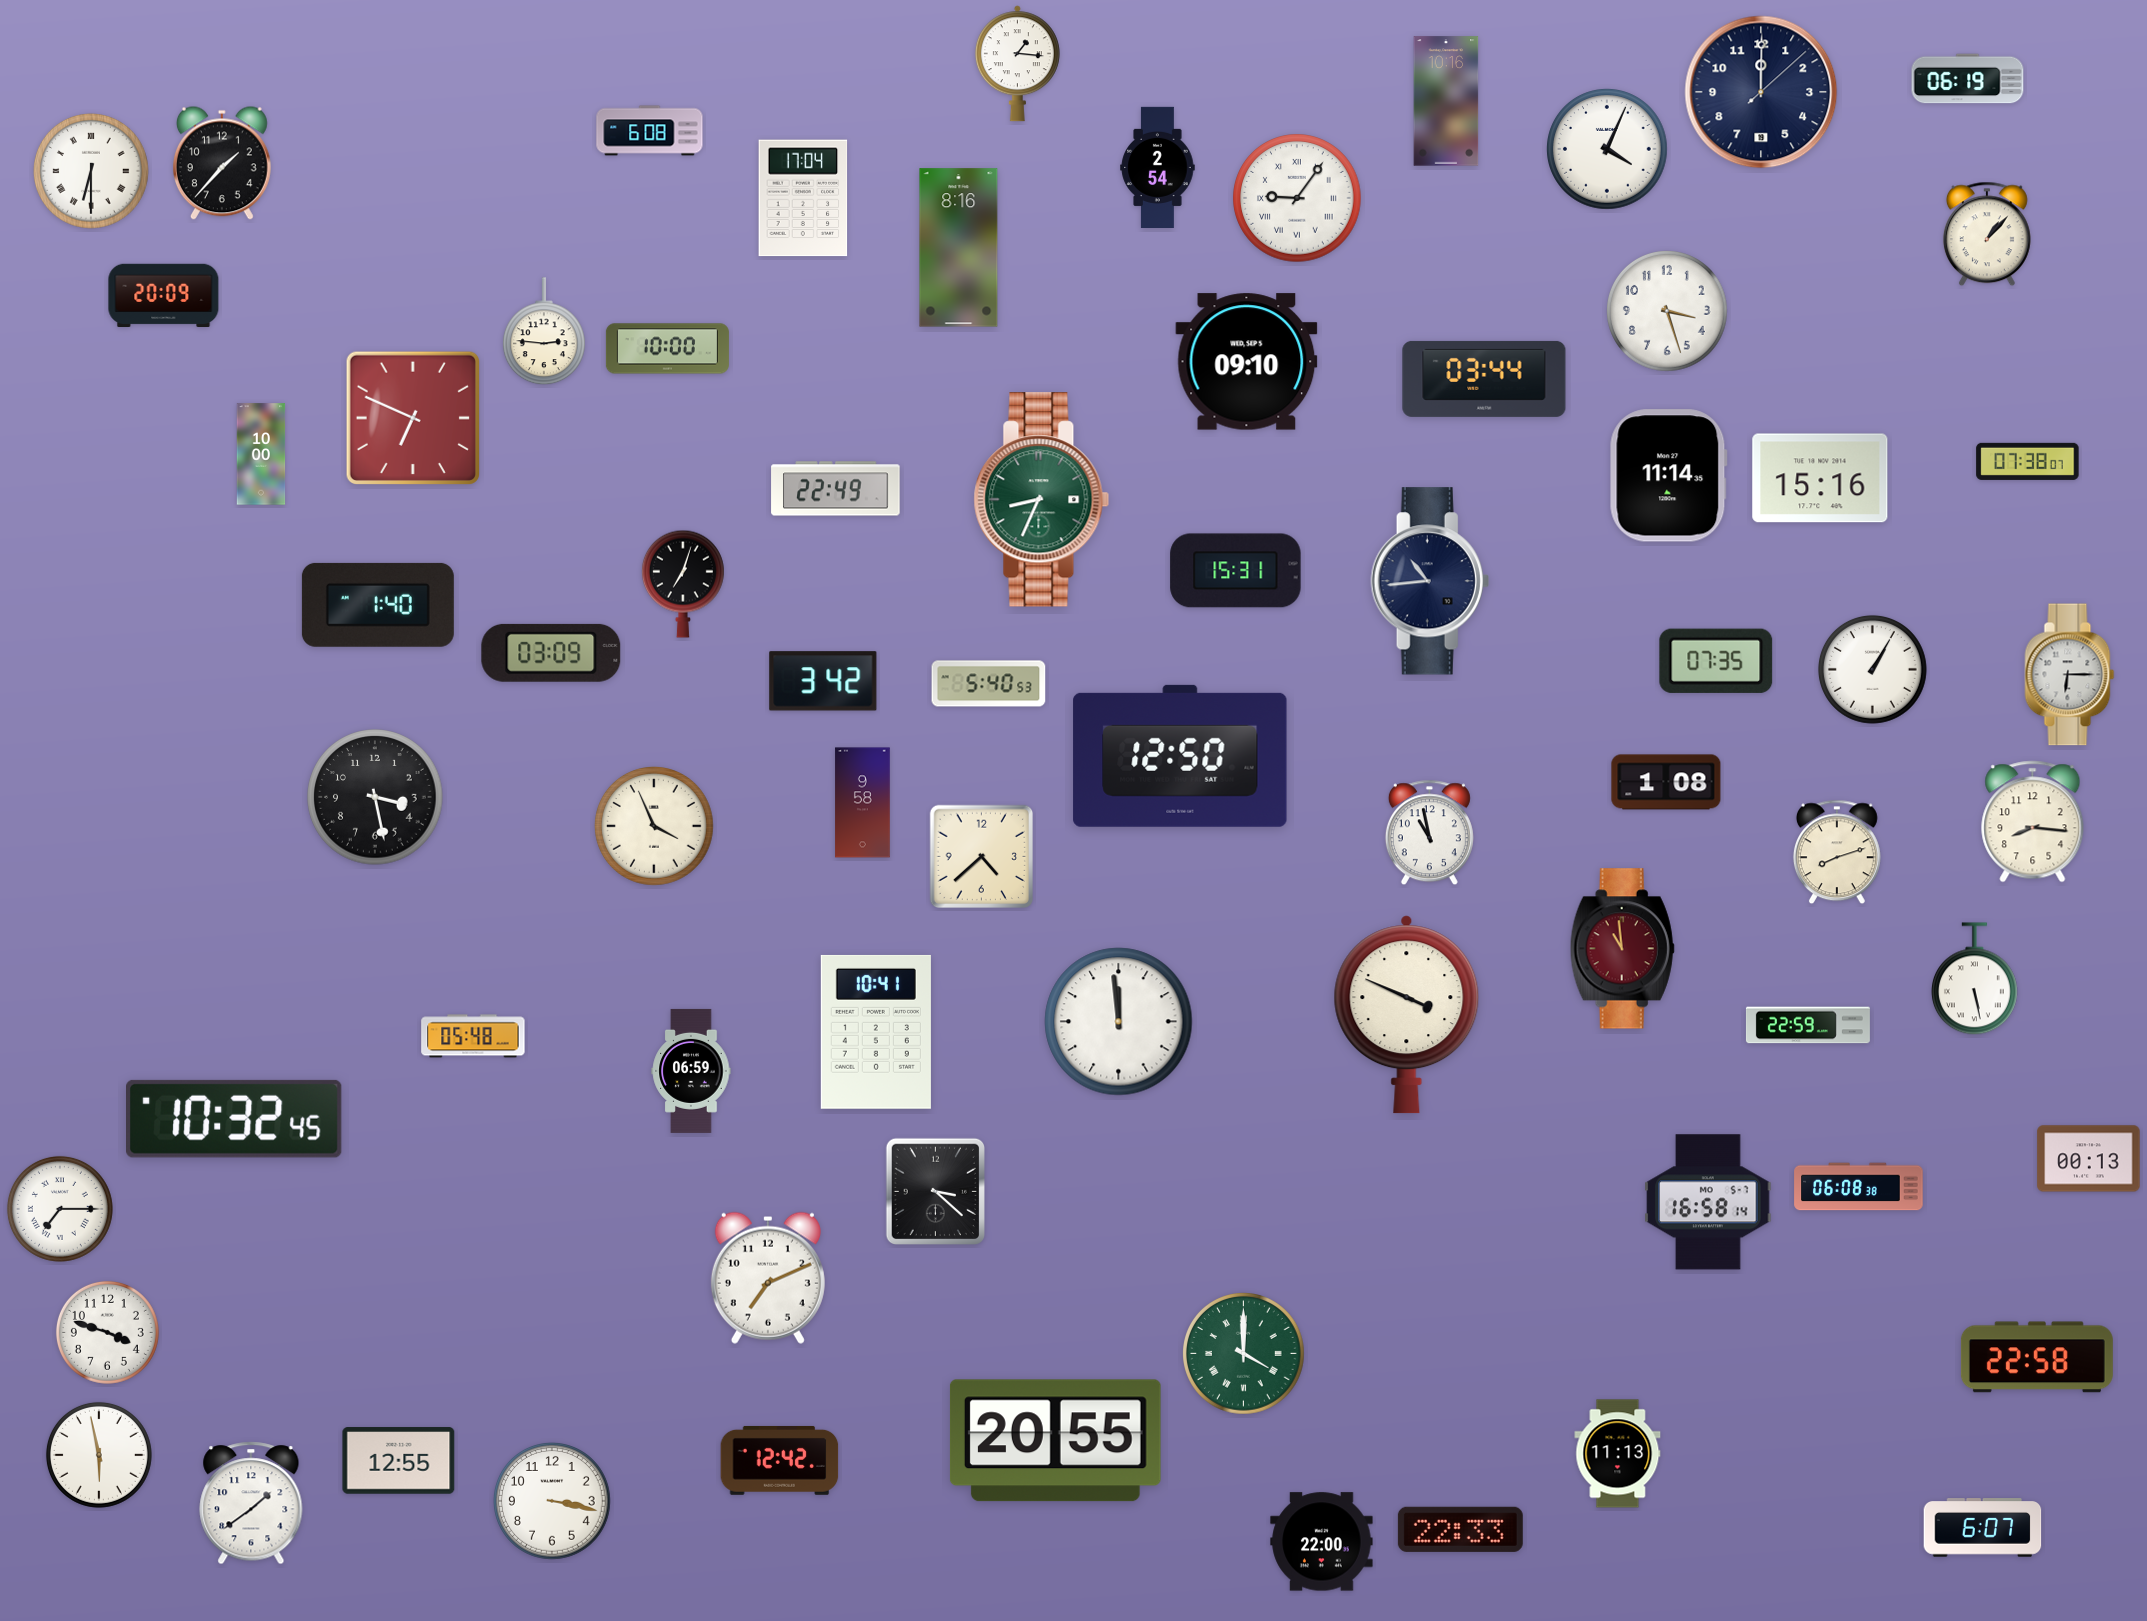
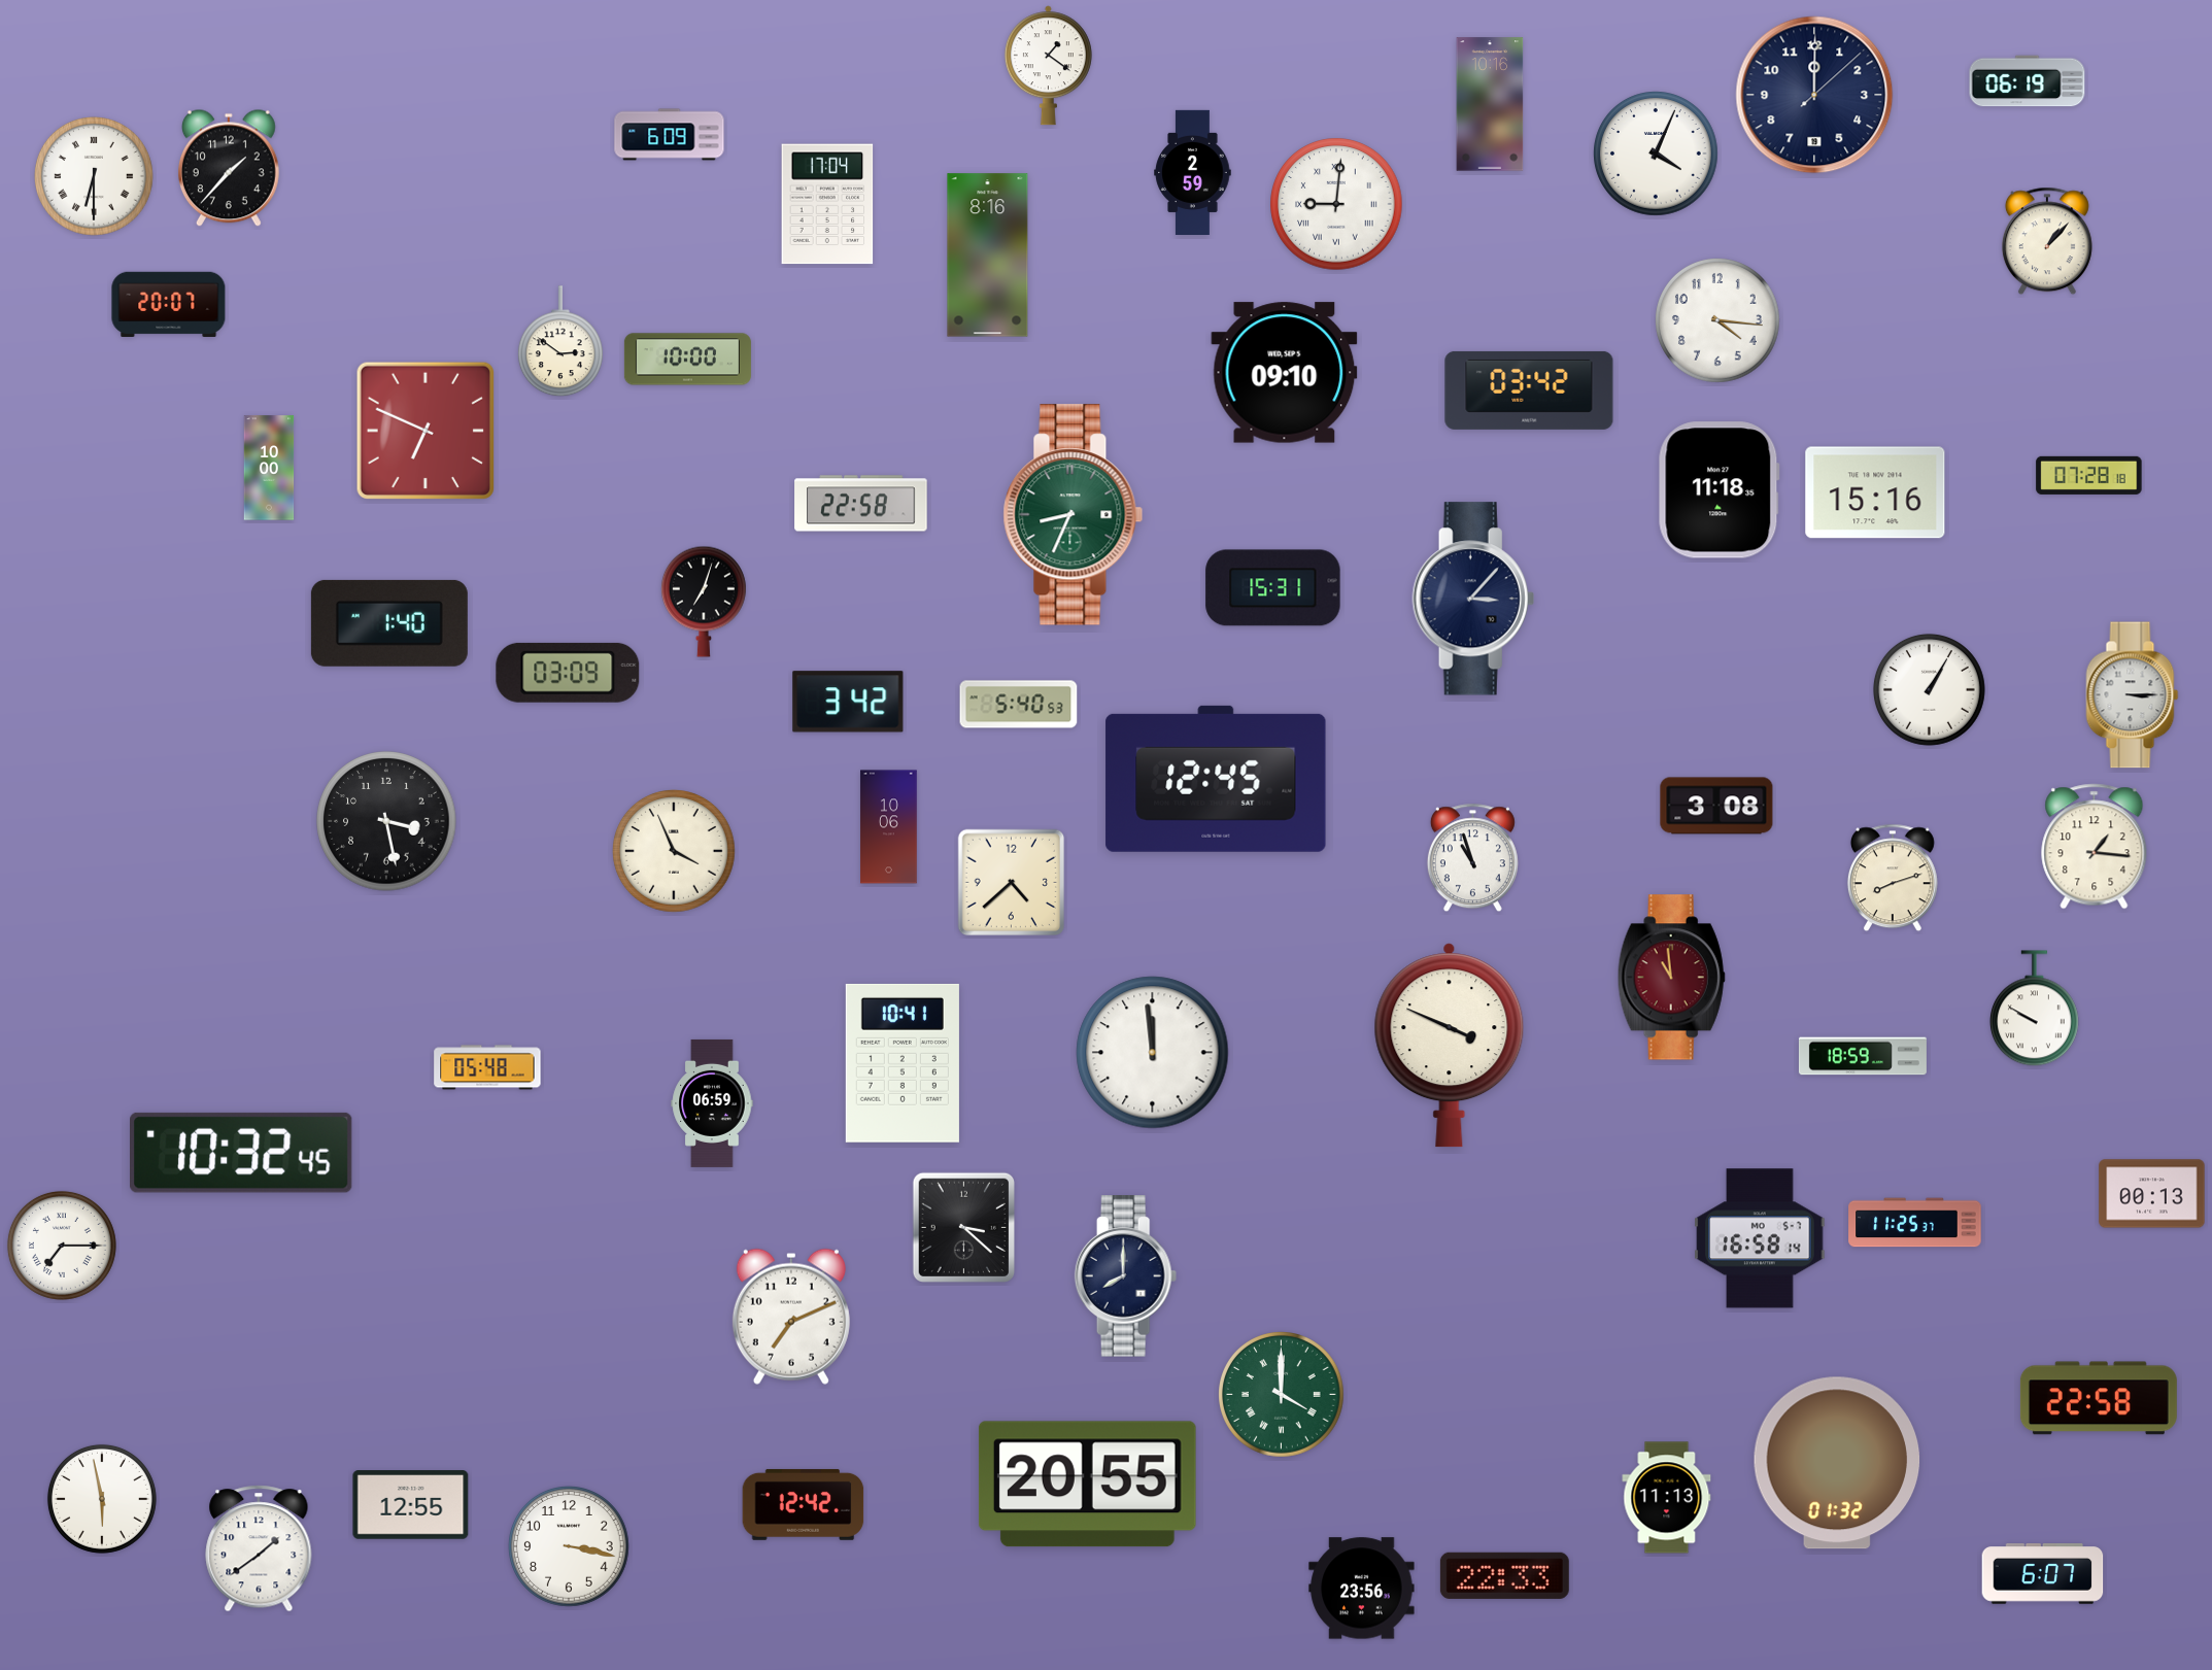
clock at (1017, 64): 1:16 -> 1:21
clock at (650, 131): 6:08 -> 6:09
clock at (1158, 167): 2:54 -> 2:59
clock at (1297, 198): 9:06 -> 9:01
clock at (164, 295): 20:09 -> 20:07
clock at (1668, 312): 3:27 -> 4:16
clock at (544, 332): 2:46 -> 2:51
clock at (1484, 379): 03:44 -> 03:42
clock at (2028, 461): 07:38 -> 07:28
clock at (1668, 476): 11:14 -> 11:18
clock at (836, 489): 22:49 -> 22:58
clock at (1430, 581): 10:44 -> 3:07
clock at (1716, 661): 07:35 -> none
clock at (2070, 675): 6:15 -> 3:15
clock at (1180, 756): 12:50 -> 12:45
clock at (1666, 782): 1:08 -> 3:08
clock at (863, 803): 9:58 -> 10:06
clock at (2033, 822): 8:16 -> 1:16
clock at (1429, 833): 10:58 -> 10:57
clock at (1974, 979): 5:28 -> 9:50
clock at (1808, 1025): 22:59 -> 18:59
clock at (1859, 1187): 06:08 -> 11:25
clock at (1126, 1276): none -> 8:00
clock at (107, 1332): 3:48 -> none
clock at (1837, 1463): none -> 01:32
clock at (1322, 1542): 22:00 -> 23:56
